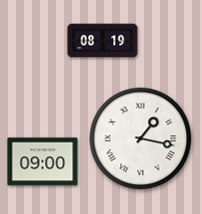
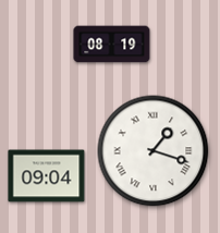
clock at (141, 139): 1:17 -> 1:18
clock at (43, 162): 09:00 -> 09:04
